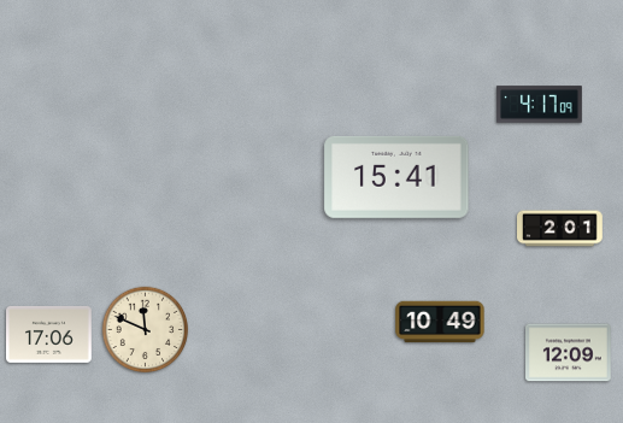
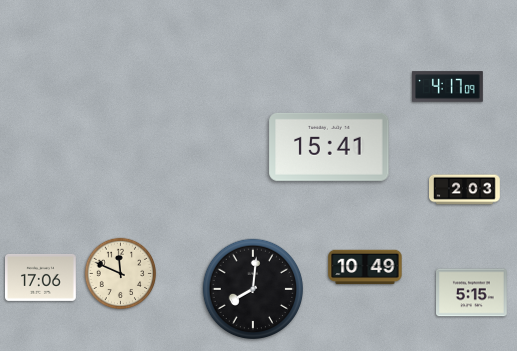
clock at (560, 229): 2:01 -> 2:03
clock at (253, 289): none -> 8:01
clock at (569, 353): 12:09 -> 5:15
